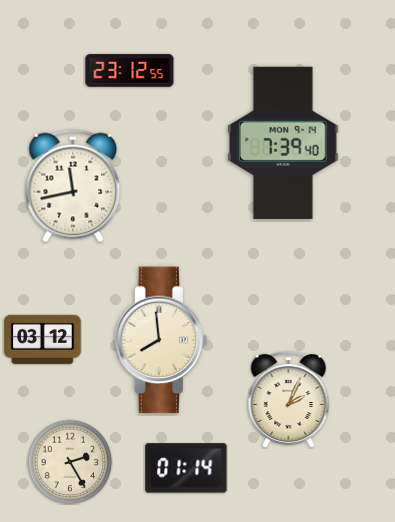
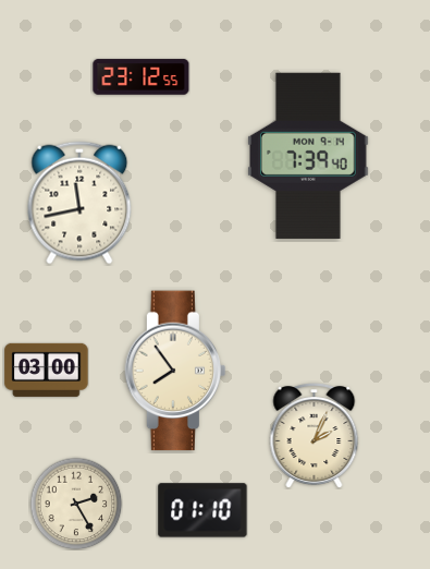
clock at (43, 339): 03:12 -> 03:00
clock at (160, 340): 7:59 -> 7:54
clock at (186, 468): 01:14 -> 01:10
